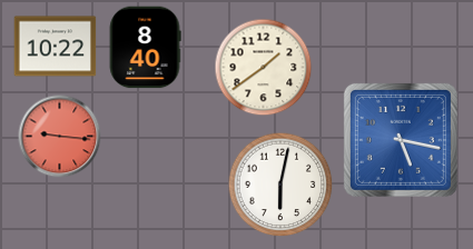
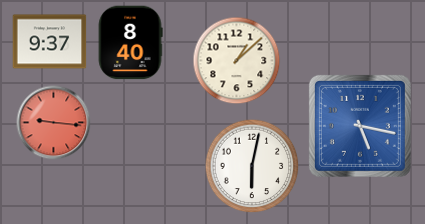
clock at (56, 47): 10:22 -> 9:37
clock at (264, 68): 1:39 -> 1:08
